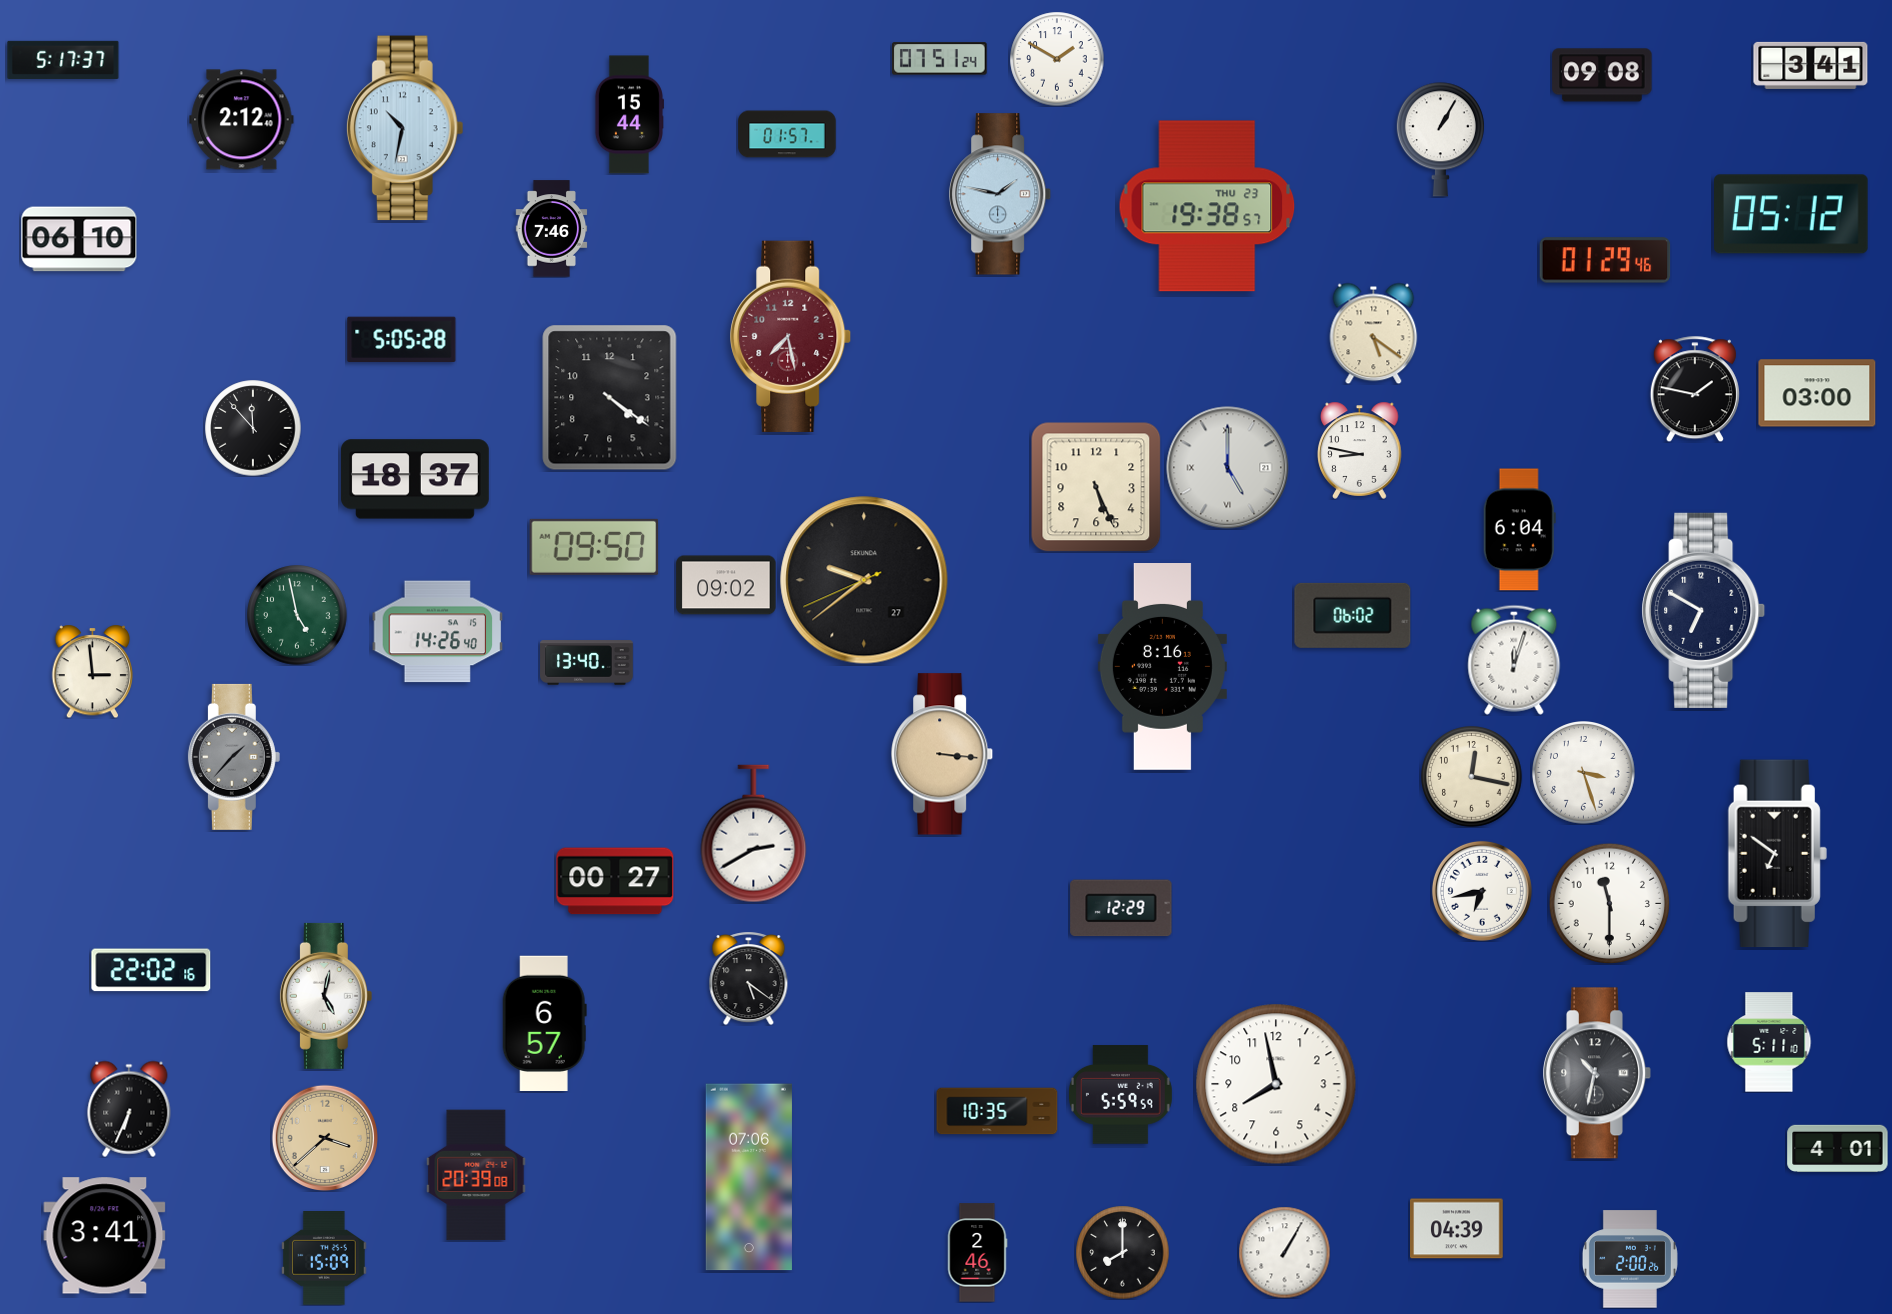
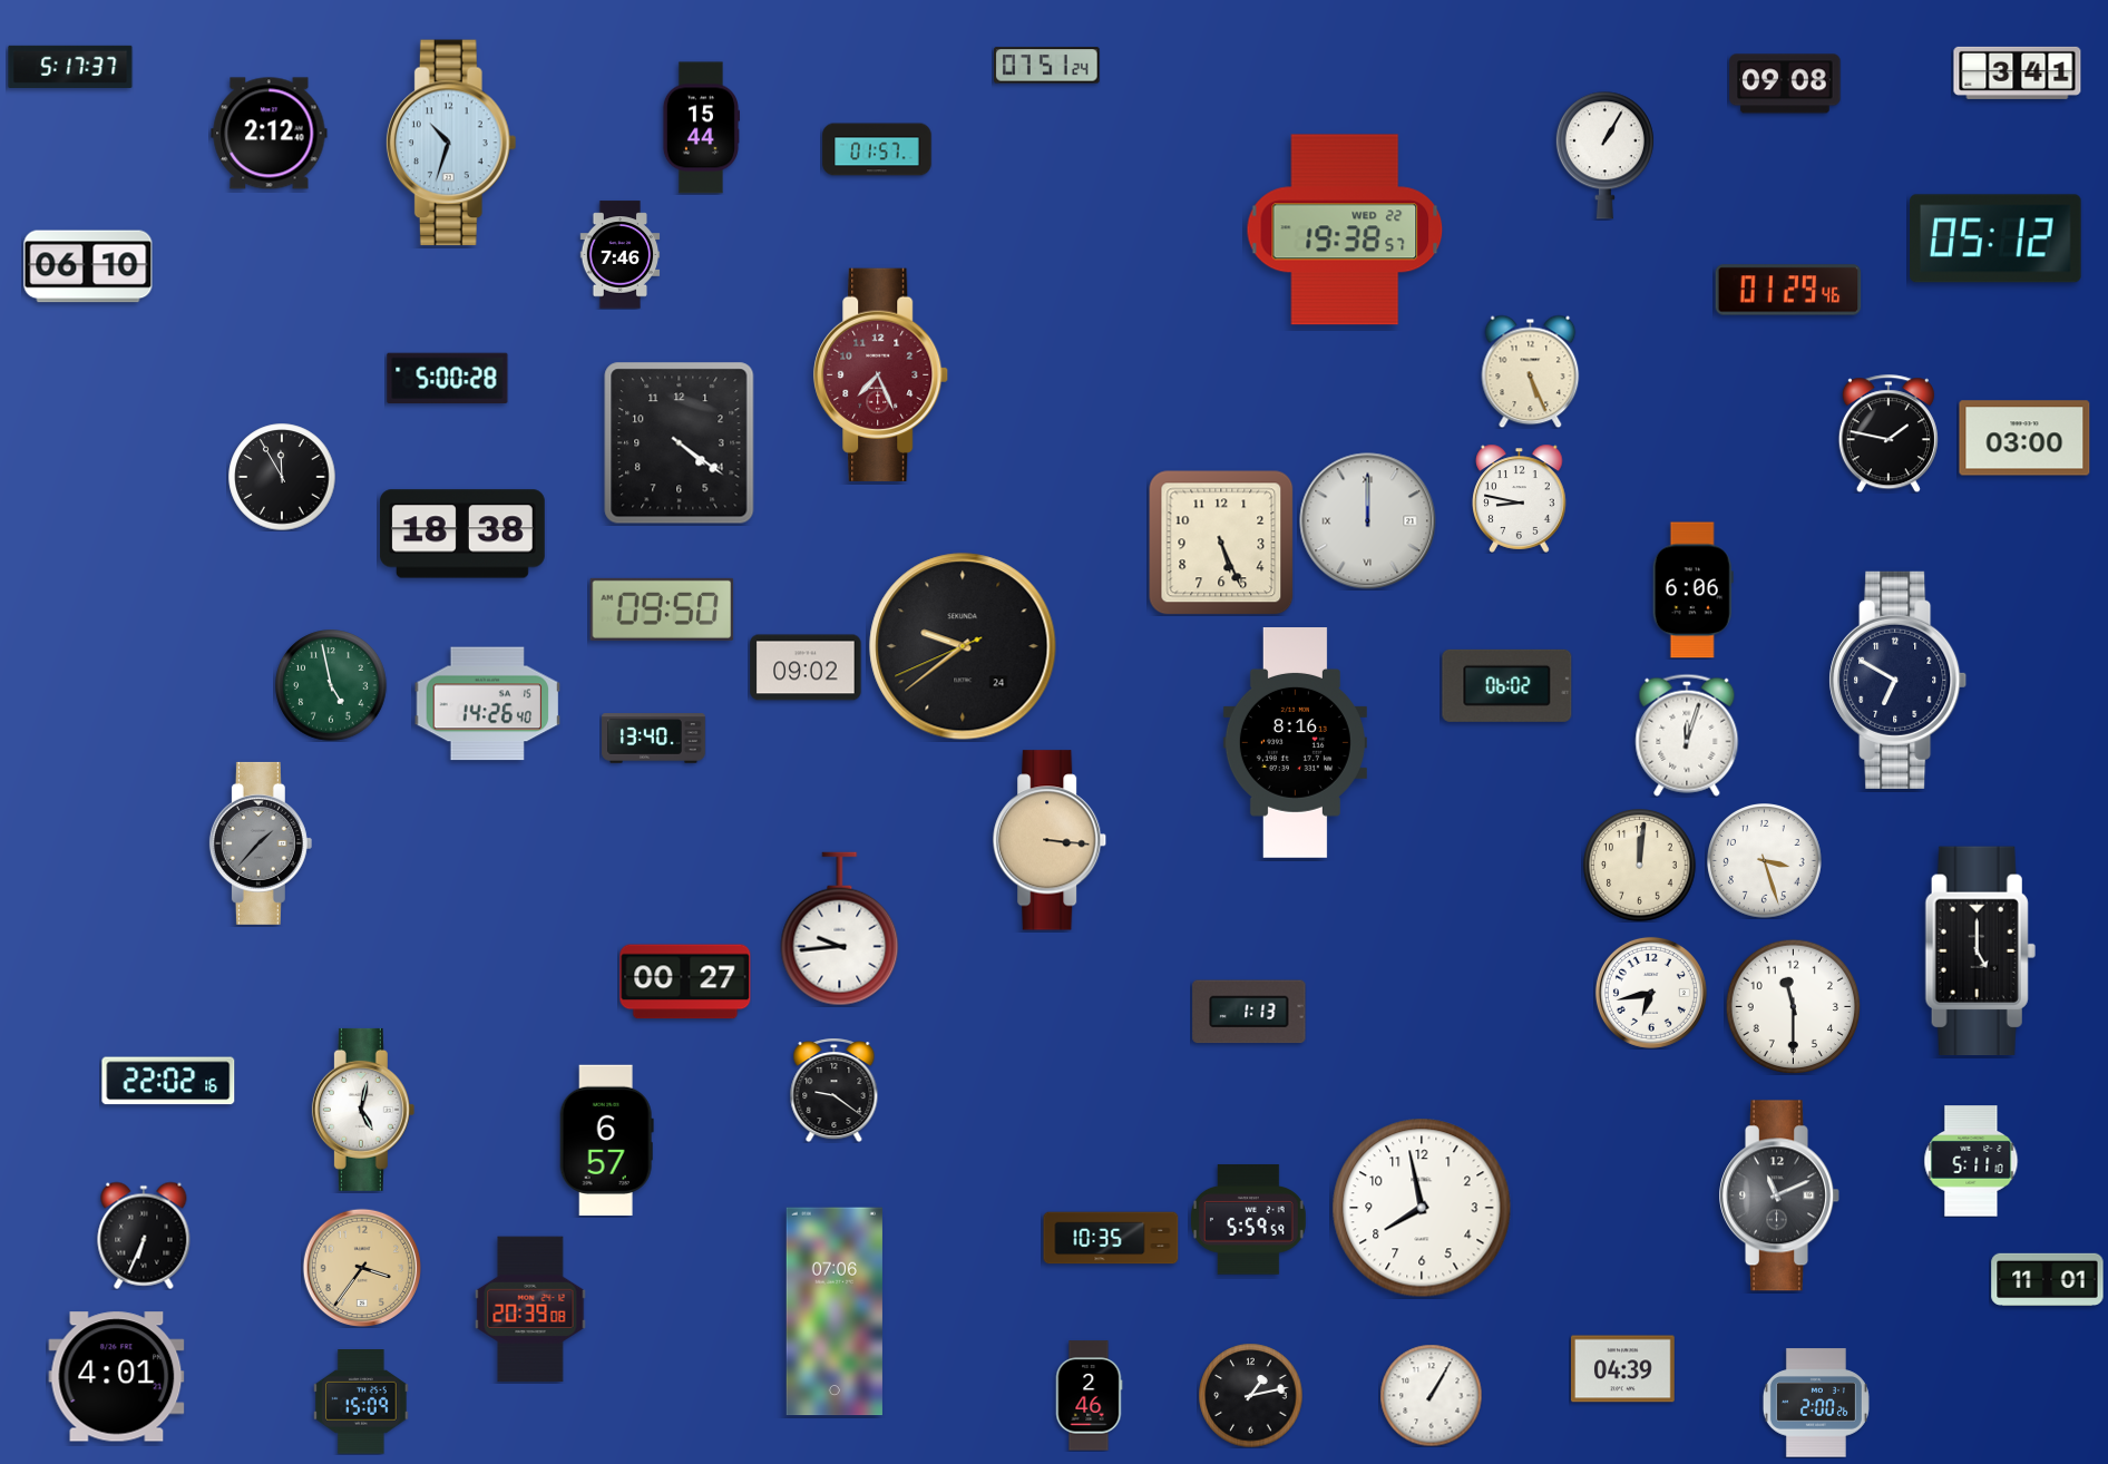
clock at (1057, 59): 1:50 -> none
clock at (405, 128): 10:32 -> 10:33
clock at (1001, 194): 1:47 -> none
clock at (1207, 206) date: THU 23 -> WED 22
clock at (552, 229) position: (552, 229) -> (621, 255)
clock at (1374, 333): 5:21 -> 5:26
clock at (791, 336): 7:28 -> 7:26
clock at (402, 340): 5:05 -> 5:00
clock at (253, 428): 11:53 -> 11:55
clock at (1360, 450) position: (1360, 450) -> (1520, 498)
clock at (1228, 468): 5:00 -> 12:00
clock at (415, 479): 18:37 -> 18:38
clock at (1519, 530): 6:04 -> 6:06
clock at (864, 580) date: 27 -> 24
clock at (726, 585) position: (726, 585) -> (806, 667)
clock at (93, 671): 2:59 -> none
clock at (1472, 777): 12:17 -> 12:01
clock at (754, 834): 2:40 -> 9:44
clock at (1777, 854): 6:51 -> 5:00
clock at (1121, 908): 12:29 -> 1:13
clock at (749, 978): 5:21 -> 9:21
clock at (1597, 1073): 10:32 -> 11:11
clock at (324, 1137): 3:38 -> 3:36
clock at (1838, 1148): 4:01 -> 11:01
clock at (105, 1236): 3:41 -> 4:01
clock at (1122, 1252): 8:00 -> 1:13
